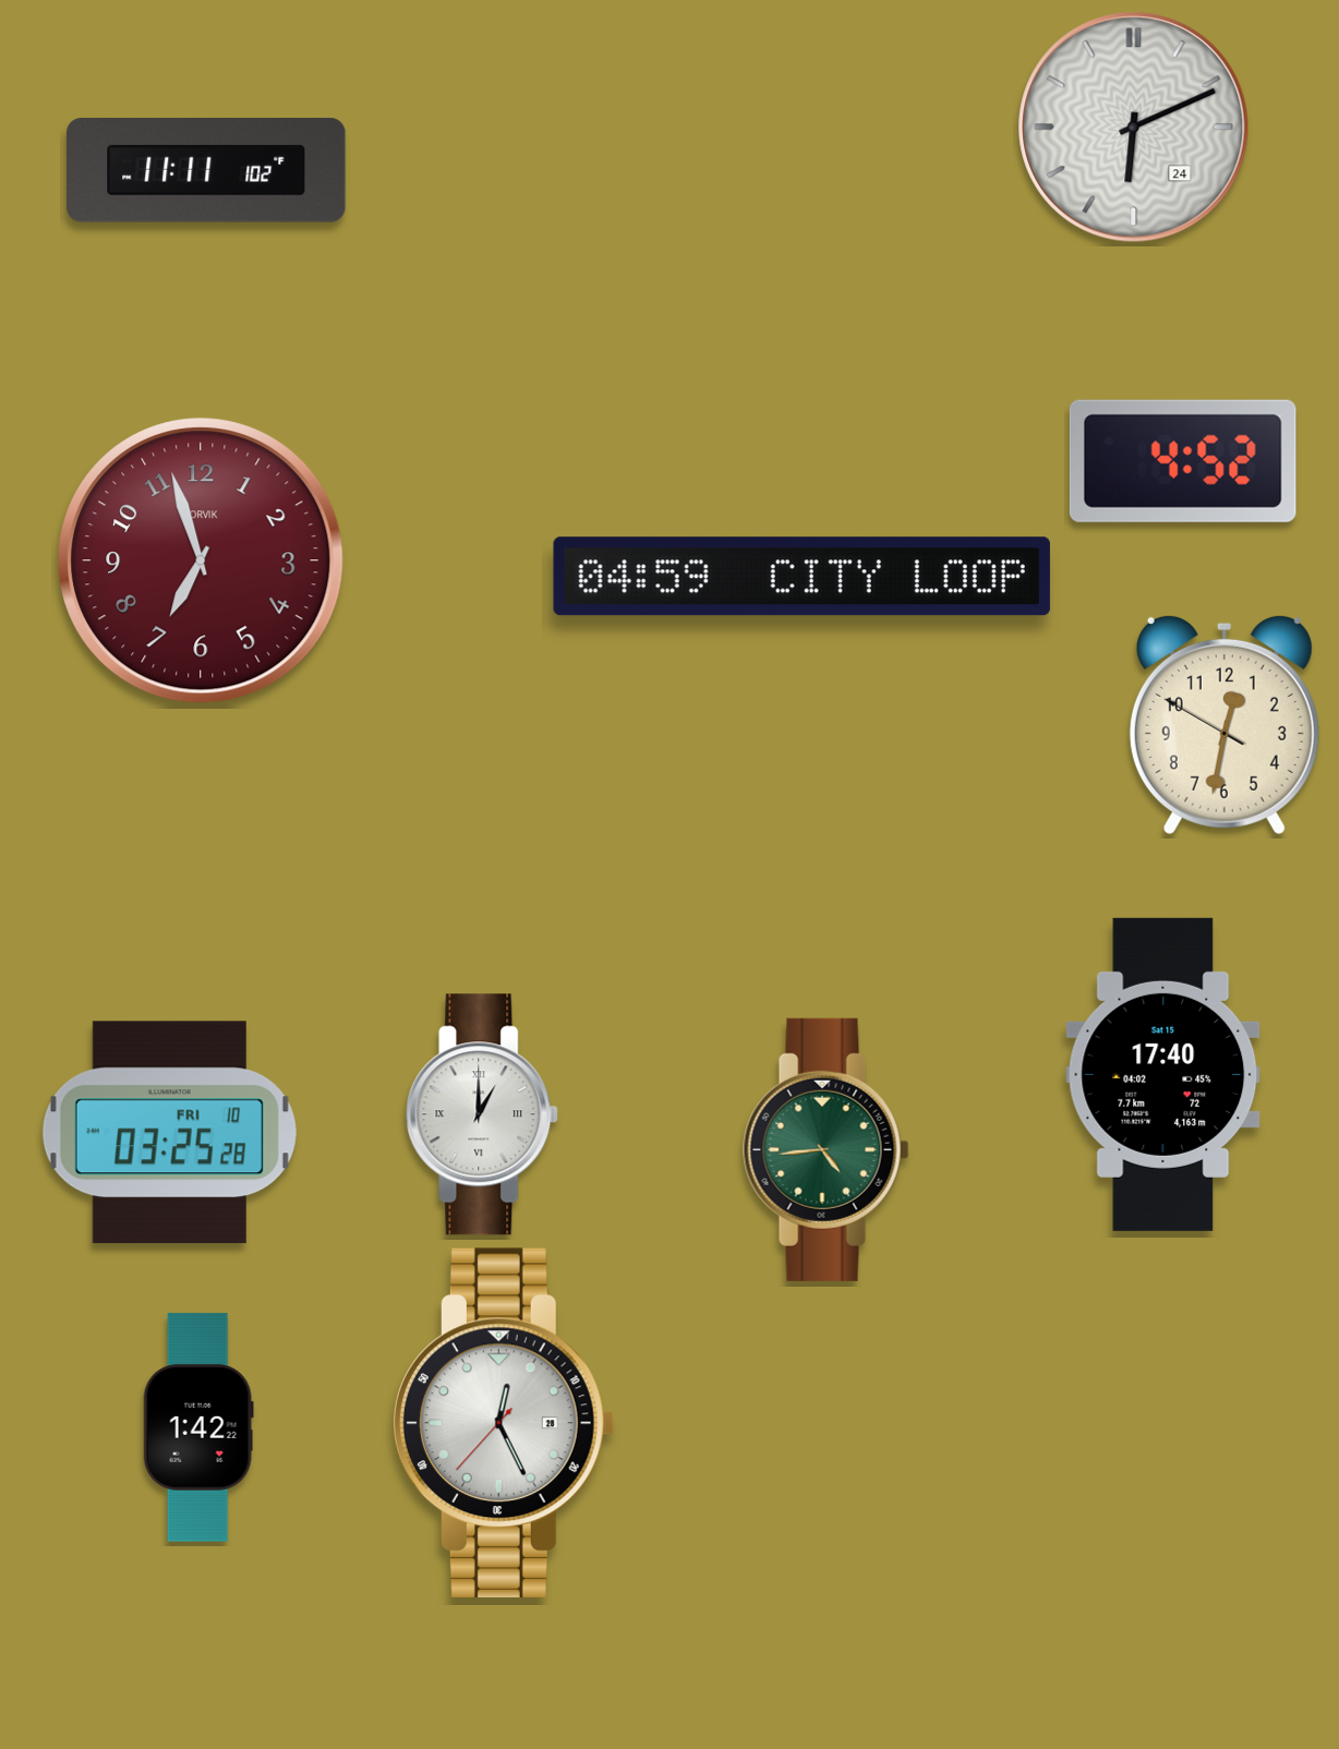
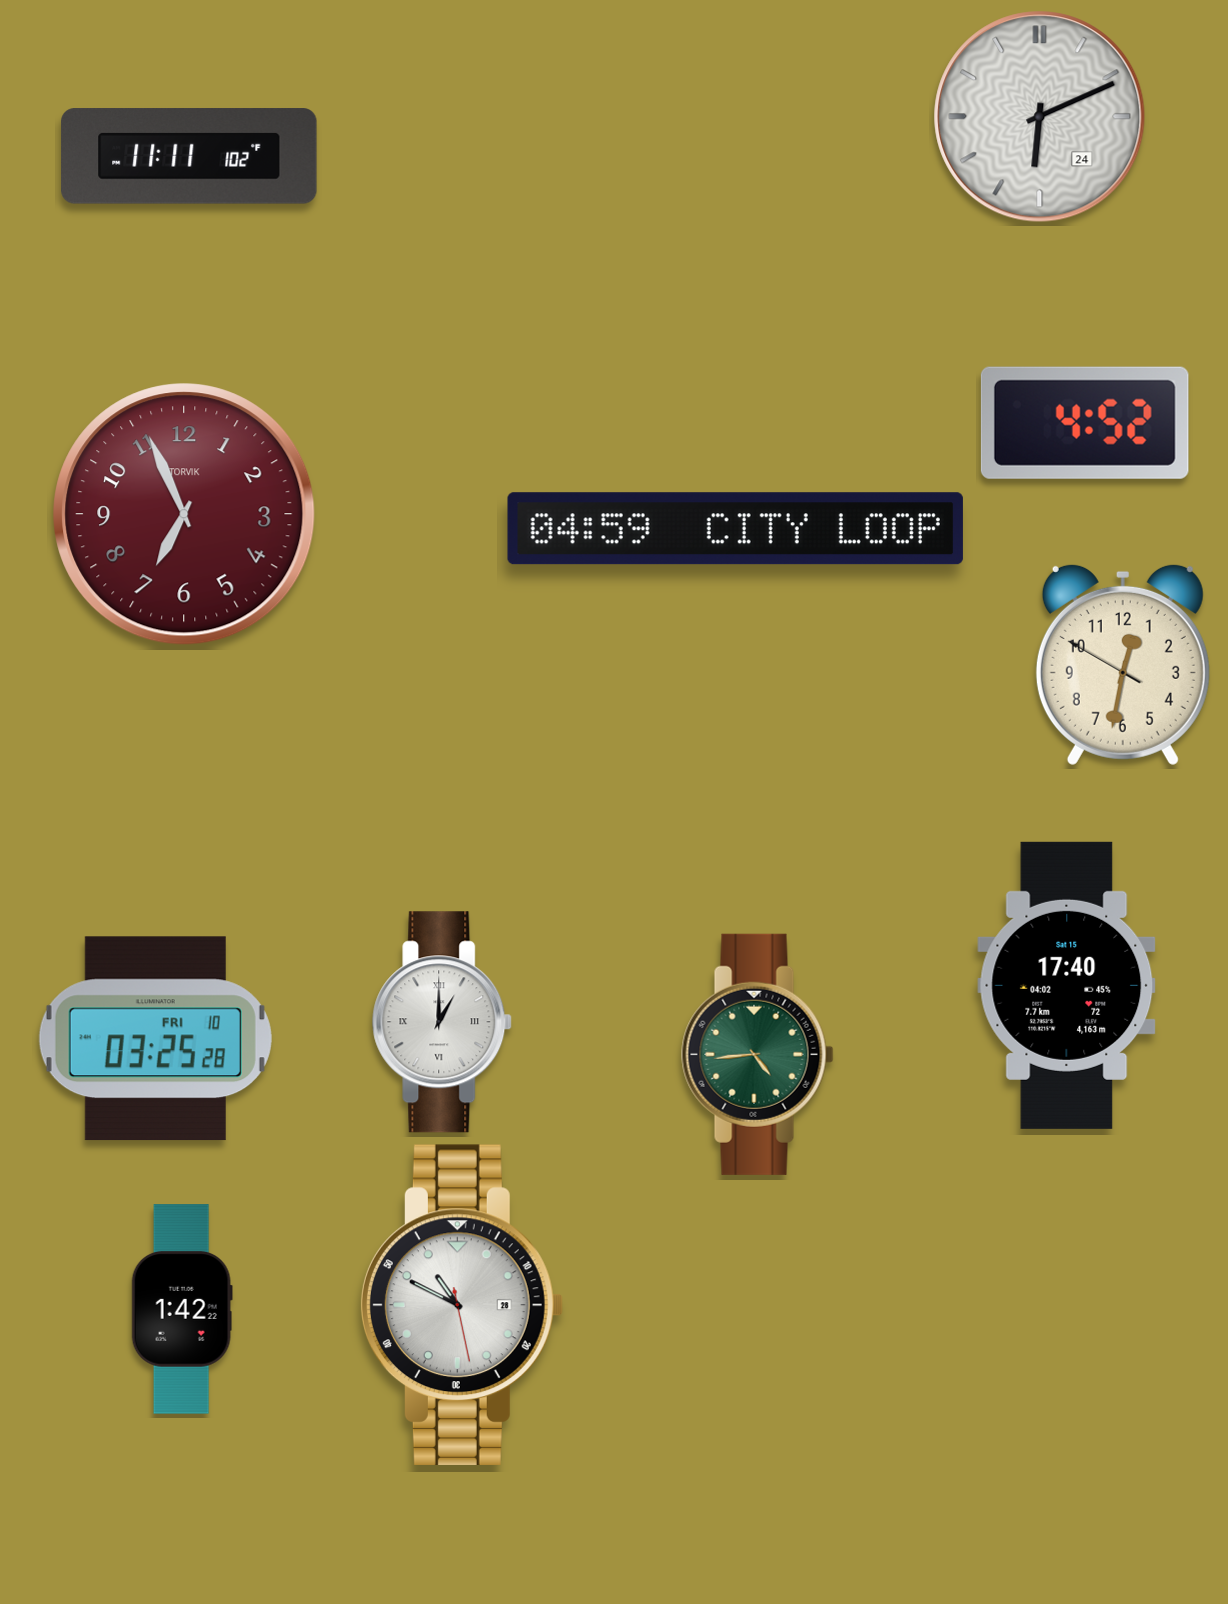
clock at (201, 560): 6:57 -> 6:56
clock at (503, 1423): 12:25 -> 10:49
